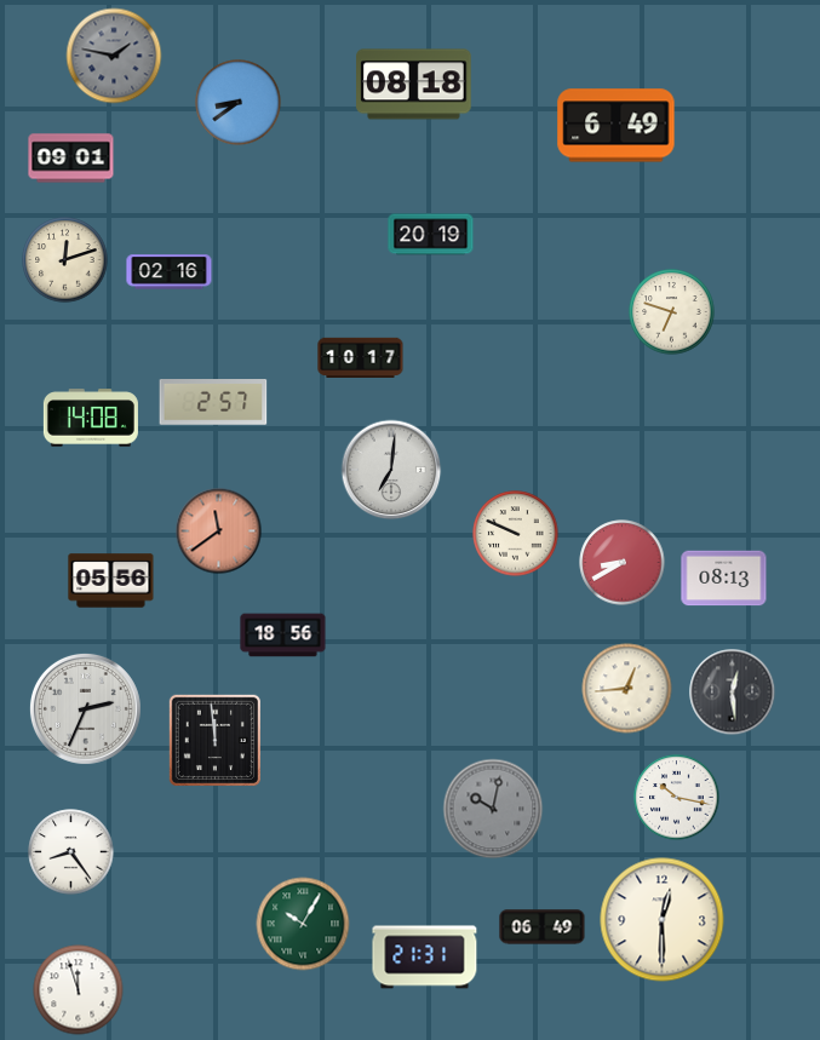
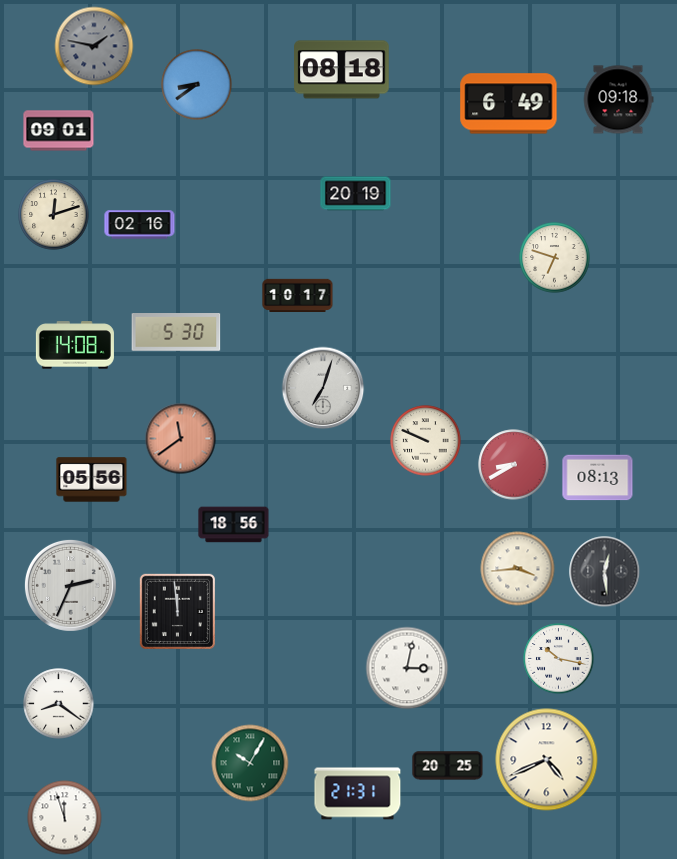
clock at (618, 100): none -> 09:18
clock at (213, 403): 2:57 -> 5:30
clock at (391, 470): 7:01 -> 7:03
clock at (627, 689): 12:44 -> 3:44
clock at (493, 809): 10:02 -> 3:02
clock at (493, 809) dial: grey -> white
clock at (71, 852): 8:24 -> 8:21
clock at (663, 920): 12:30 -> 4:41
clock at (543, 927): 06:49 -> 20:25
clock at (425, 958) position: (425, 958) -> (358, 794)
